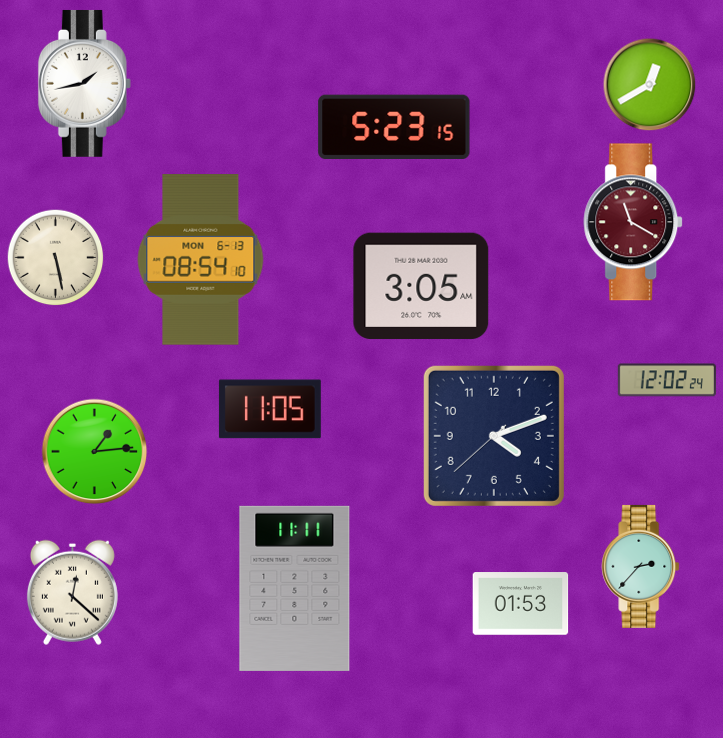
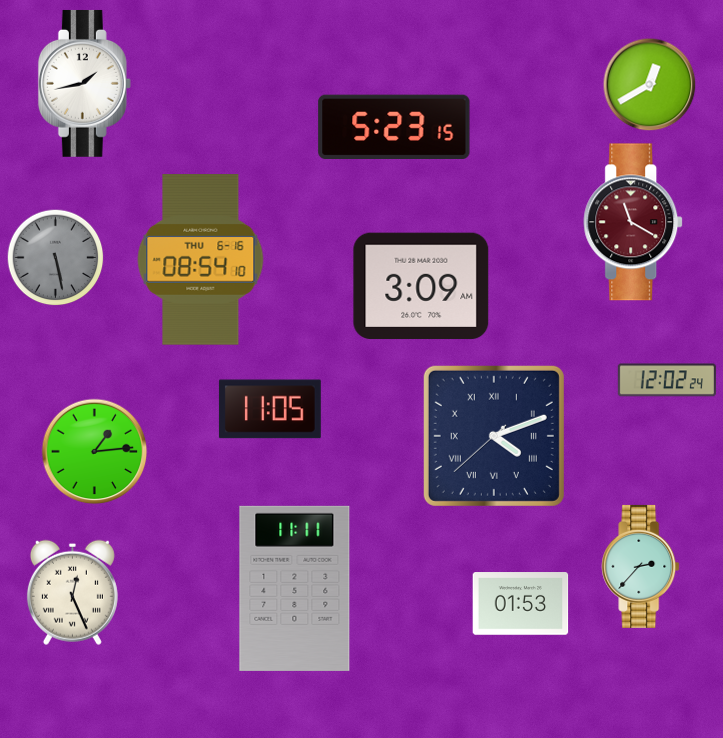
clock at (56, 258) dial: cream -> grey
clock at (201, 260) date: MON 6-13 -> THU 6-16
clock at (421, 286): 3:05 -> 3:09
clock at (494, 436) numerals: Arabic -> Roman
clock at (72, 592): 12:22 -> 12:26
